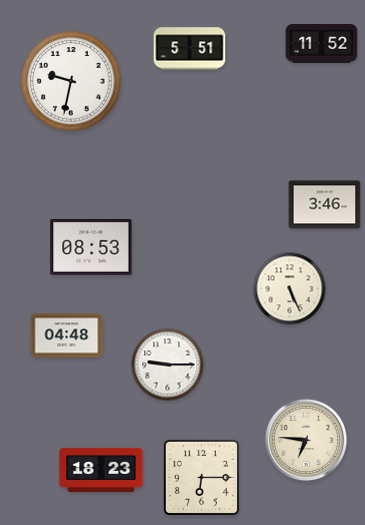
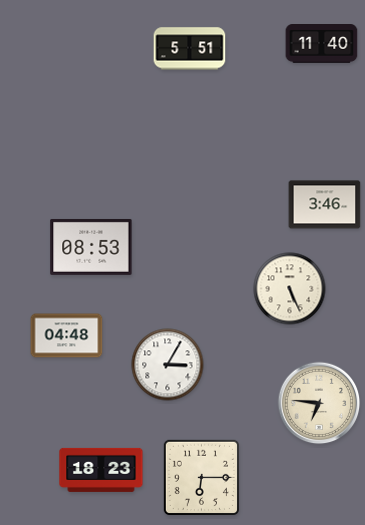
clock at (322, 44): 11:52 -> 11:40
clock at (71, 81): 9:32 -> none
clock at (168, 365): 9:15 -> 3:05
clock at (306, 440) position: (306, 440) -> (319, 403)
